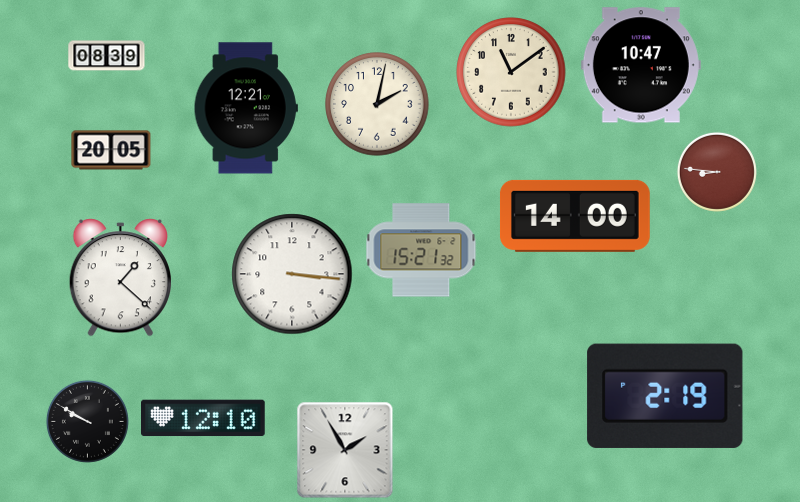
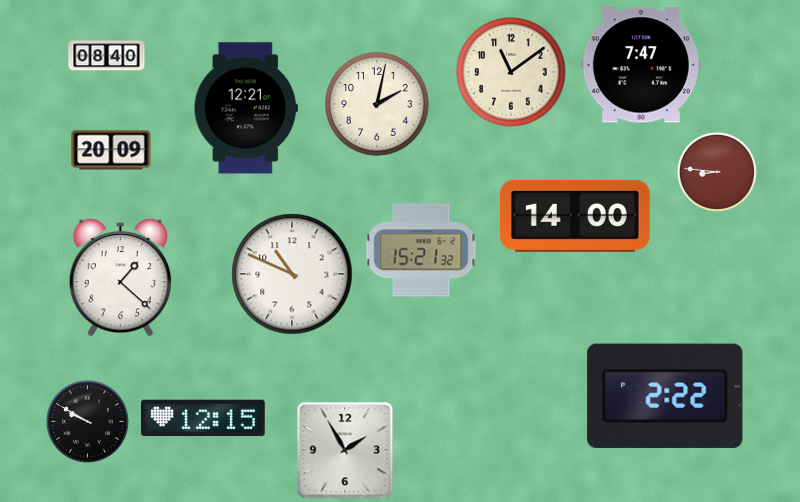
clock at (107, 56): 08:39 -> 08:40
clock at (641, 65): 10:47 -> 7:47
clock at (111, 150): 20:05 -> 20:09
clock at (292, 274): 3:16 -> 10:49
clock at (665, 396): 2:19 -> 2:22
clock at (204, 418): 12:10 -> 12:15
